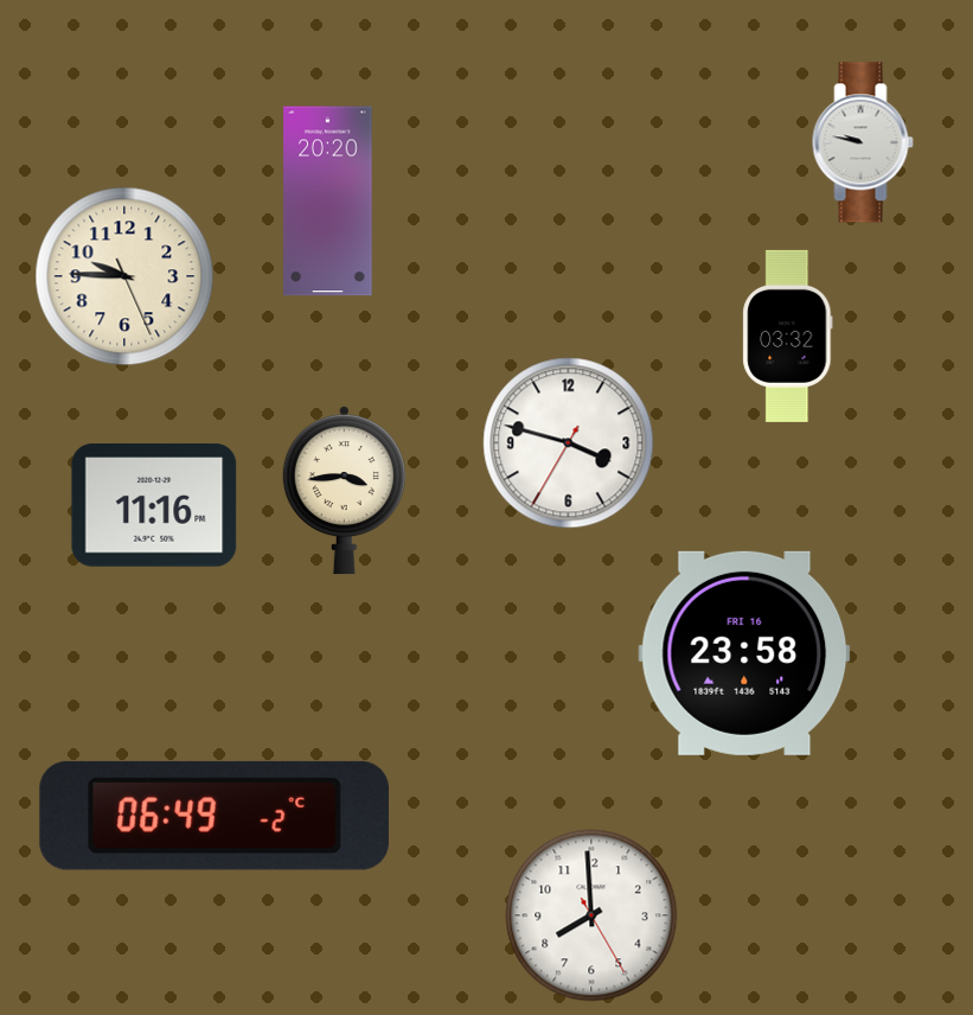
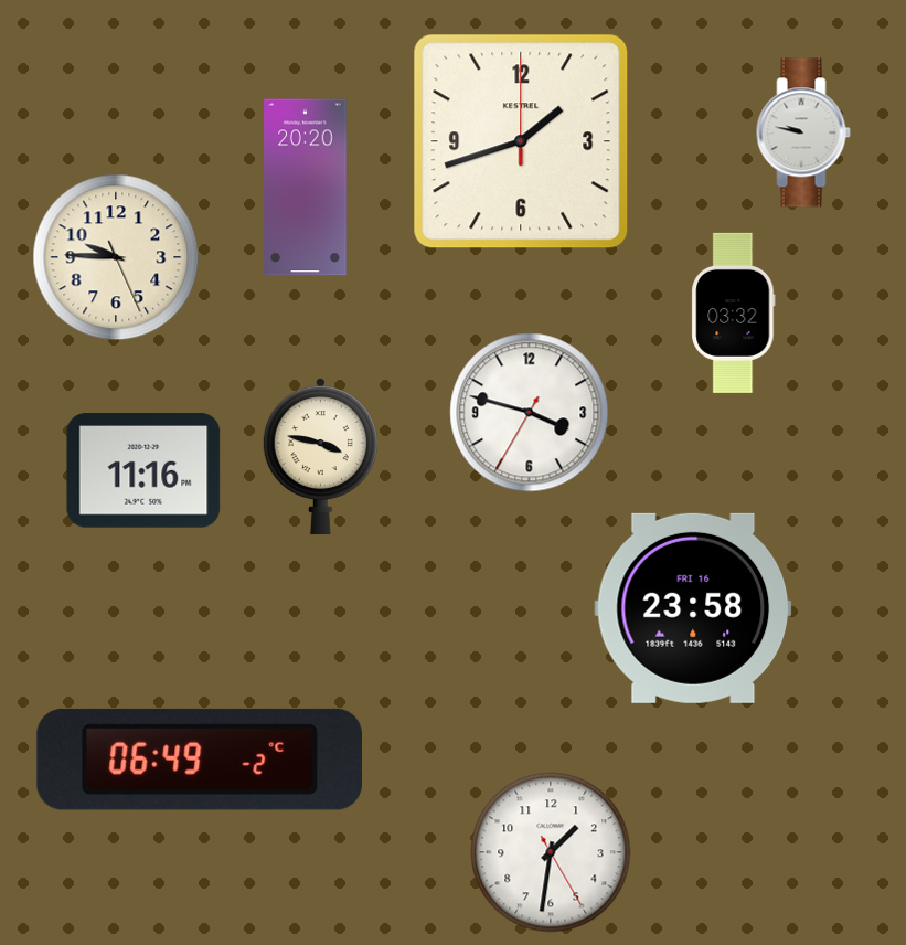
clock at (521, 141): none -> 1:42
clock at (344, 490): 3:44 -> 3:47
clock at (591, 915): 7:59 -> 1:31
